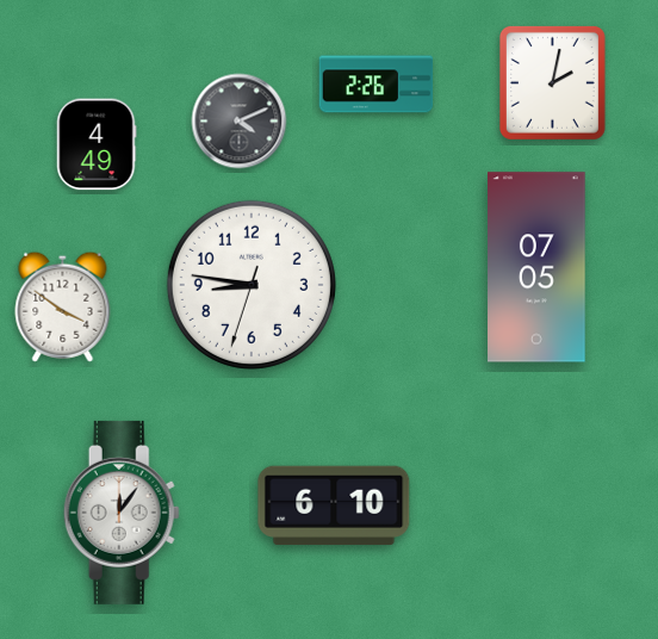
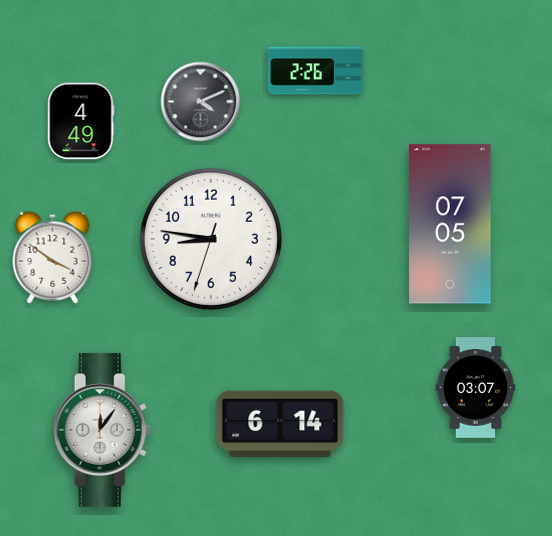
clock at (552, 82): 2:02 -> none
clock at (476, 388): none -> 03:07
clock at (334, 505): 6:10 -> 6:14
